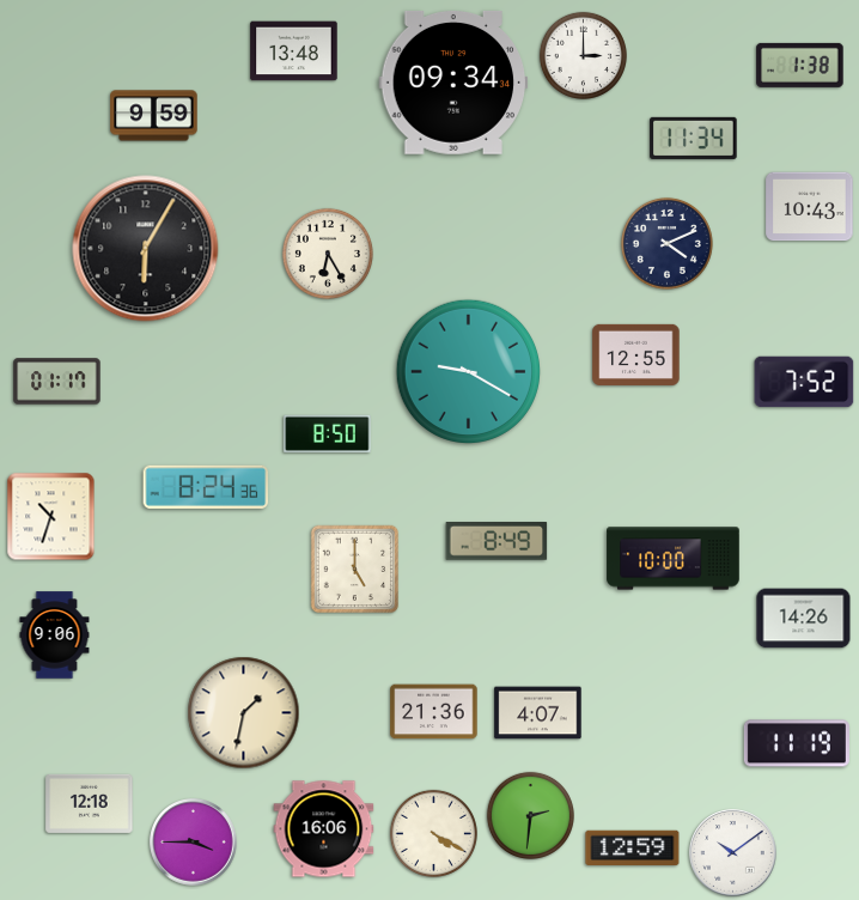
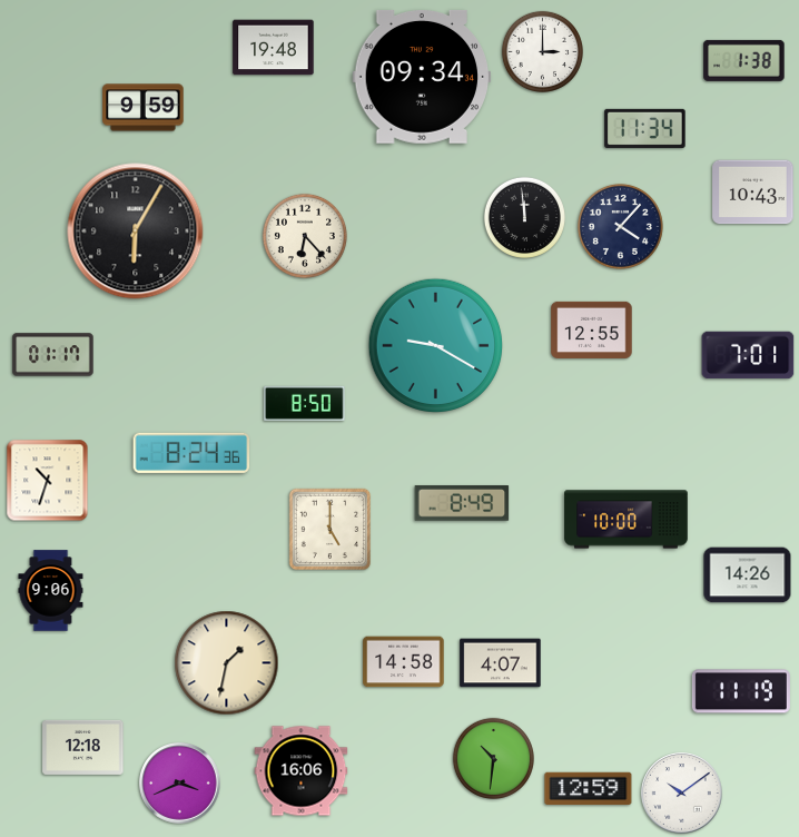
clock at (294, 51): 13:48 -> 19:48
clock at (524, 217): none -> 11:59
clock at (666, 243): 4:11 -> 4:07
clock at (328, 254): 6:25 -> 6:23
clock at (804, 382): 7:52 -> 7:01
clock at (434, 712): 21:36 -> 14:58
clock at (530, 815): 2:31 -> 10:31
clock at (433, 833): 4:20 -> none
clock at (194, 843): 3:45 -> 3:41
